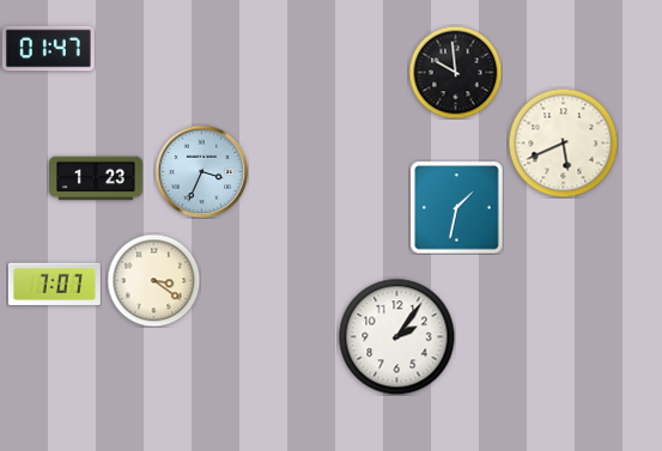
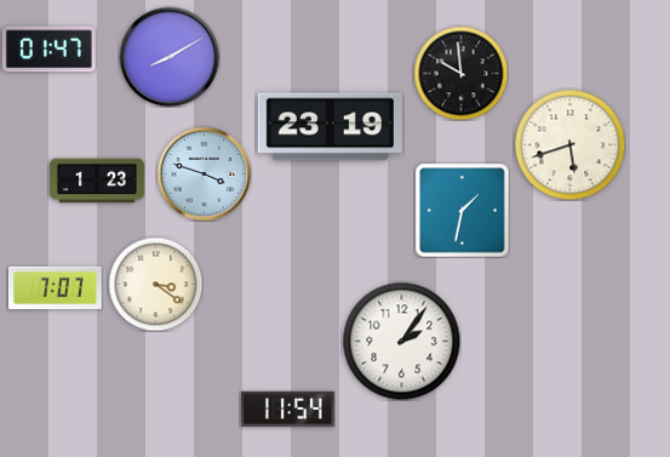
clock at (170, 57): none -> 8:10
clock at (330, 127): none -> 23:19
clock at (563, 142): 5:41 -> 5:42
clock at (201, 171): 3:34 -> 3:48
clock at (287, 409): none -> 11:54
